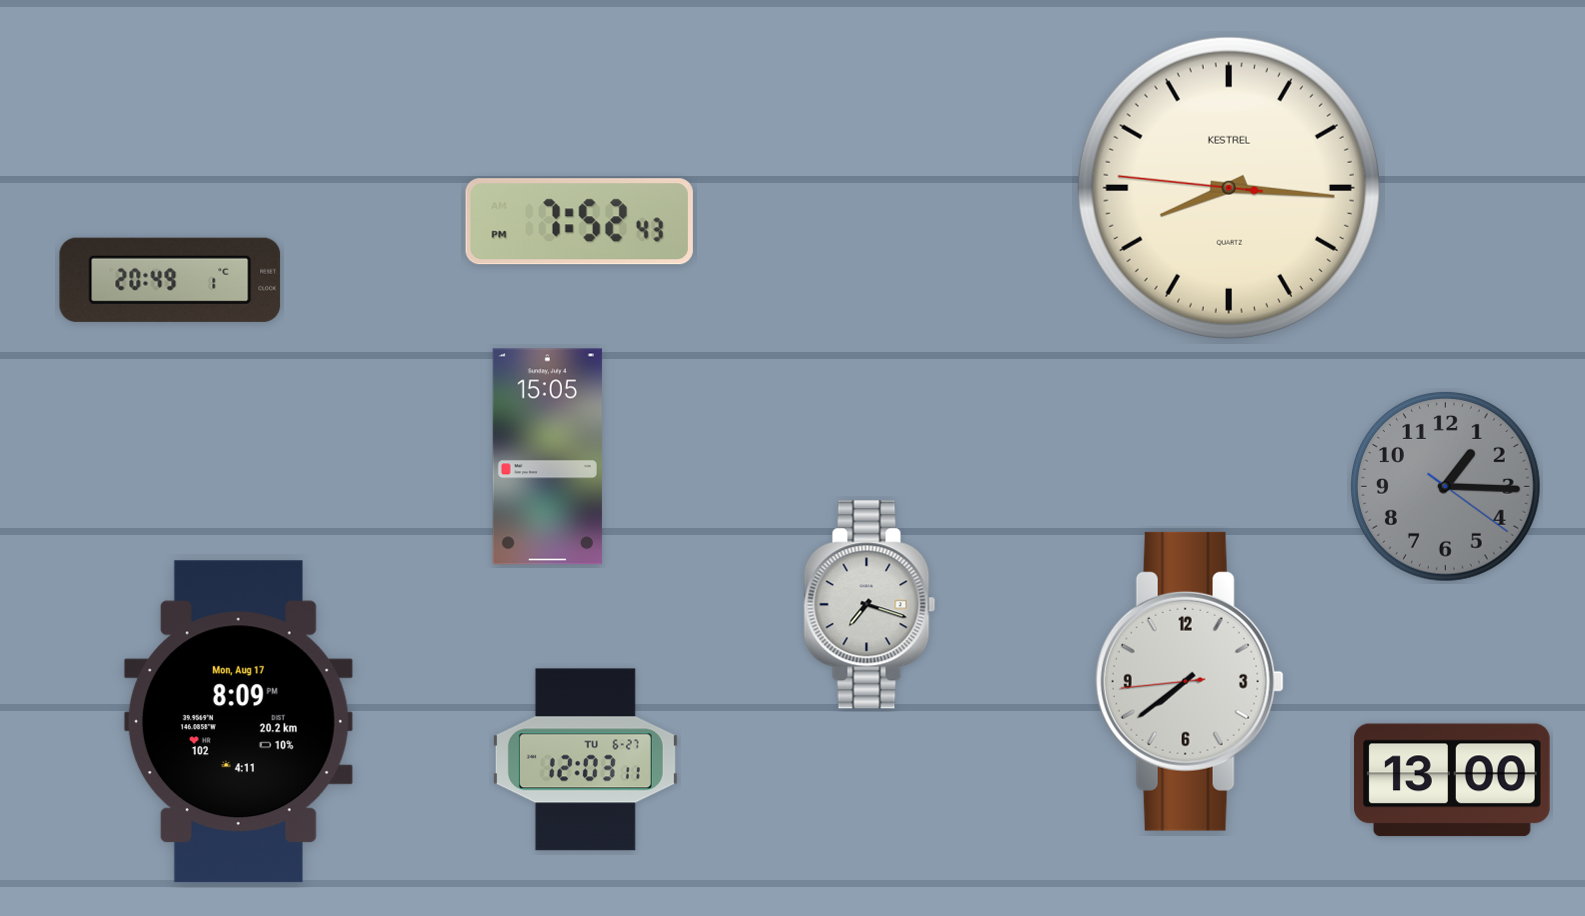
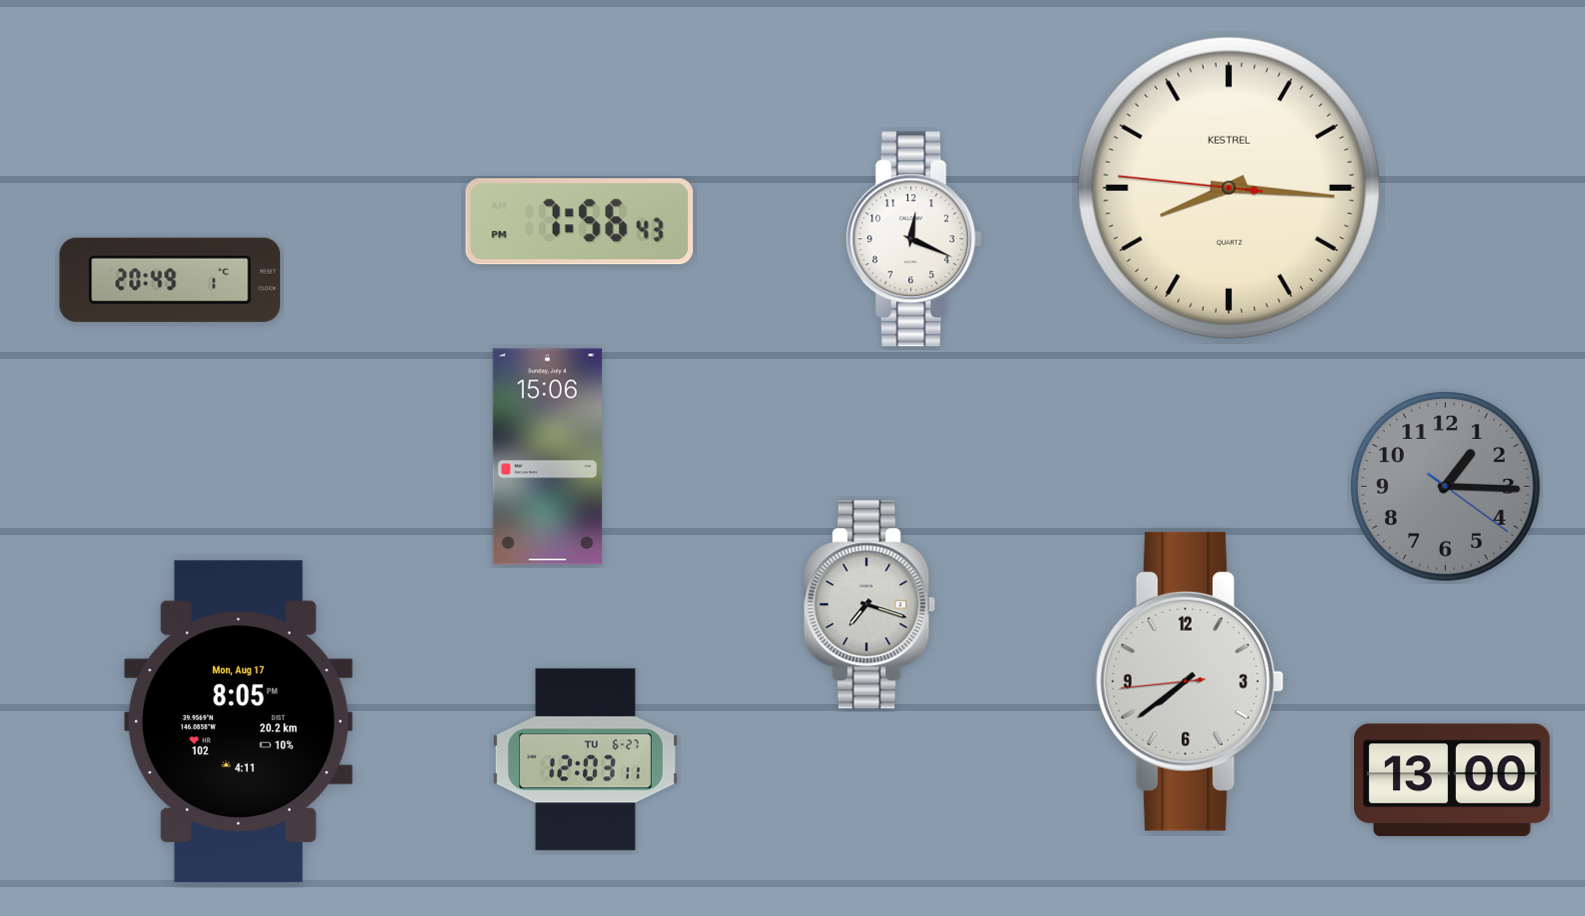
clock at (579, 222): 7:52 -> 7:56
clock at (914, 239): none -> 12:19
clock at (547, 457): 15:05 -> 15:06
clock at (238, 722): 8:09 -> 8:05
